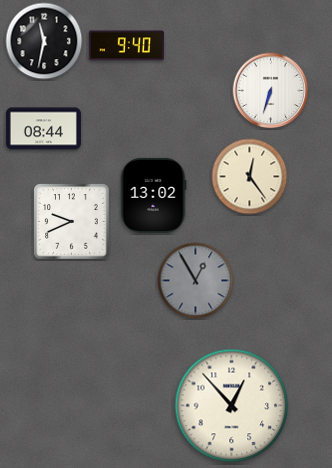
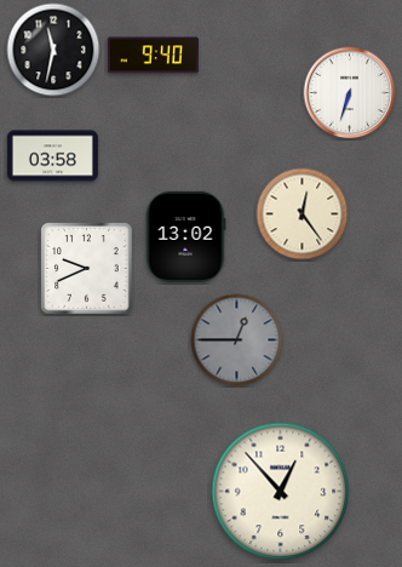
clock at (271, 91) position: (271, 91) -> (350, 93)
clock at (43, 129): 08:44 -> 03:58
clock at (196, 281): 12:55 -> 12:45
